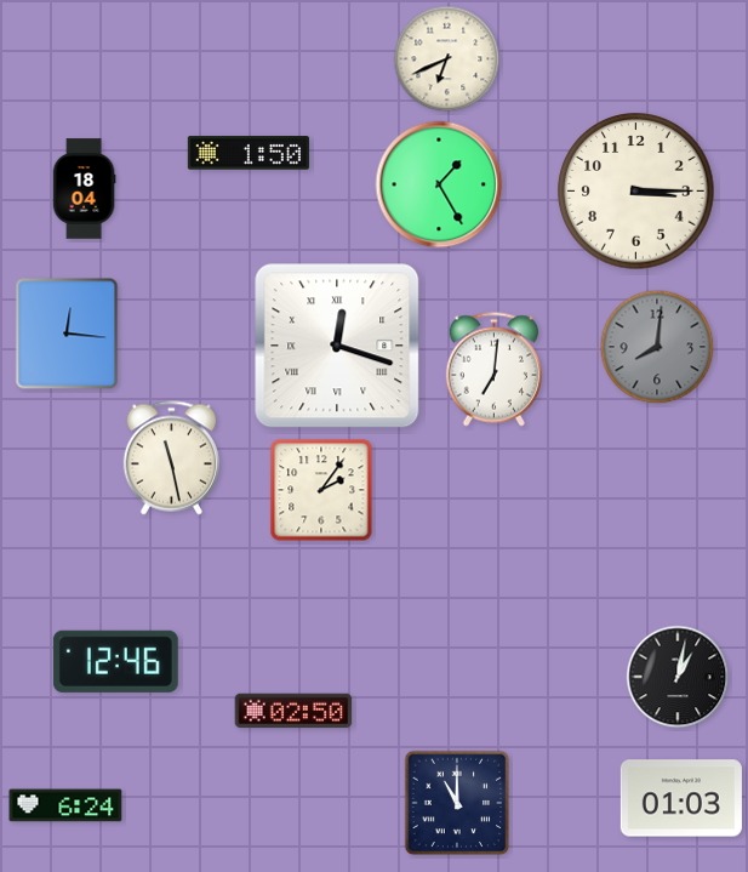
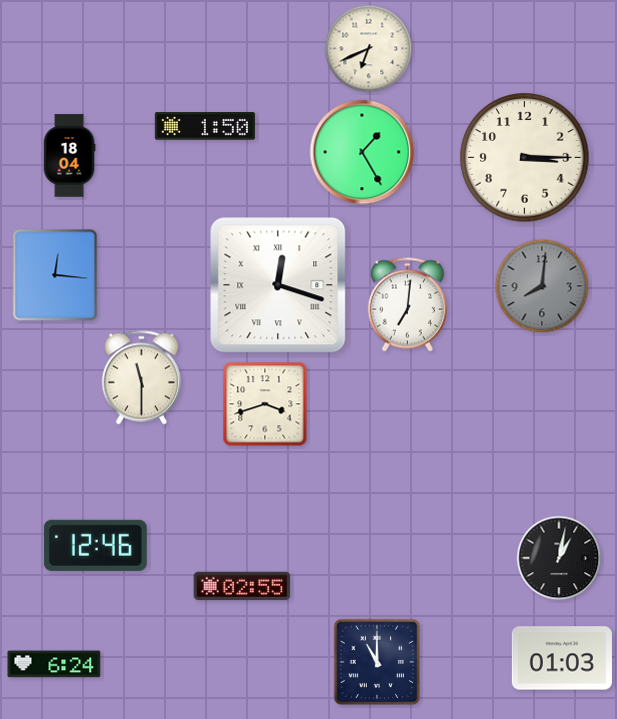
clock at (171, 458): 11:28 -> 11:30
clock at (321, 490): 2:06 -> 3:42
clock at (293, 711): 02:50 -> 02:55
